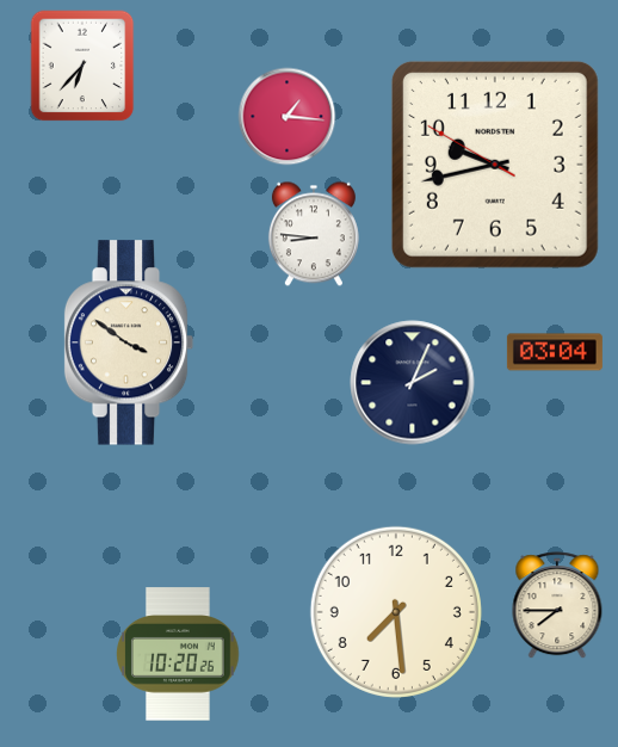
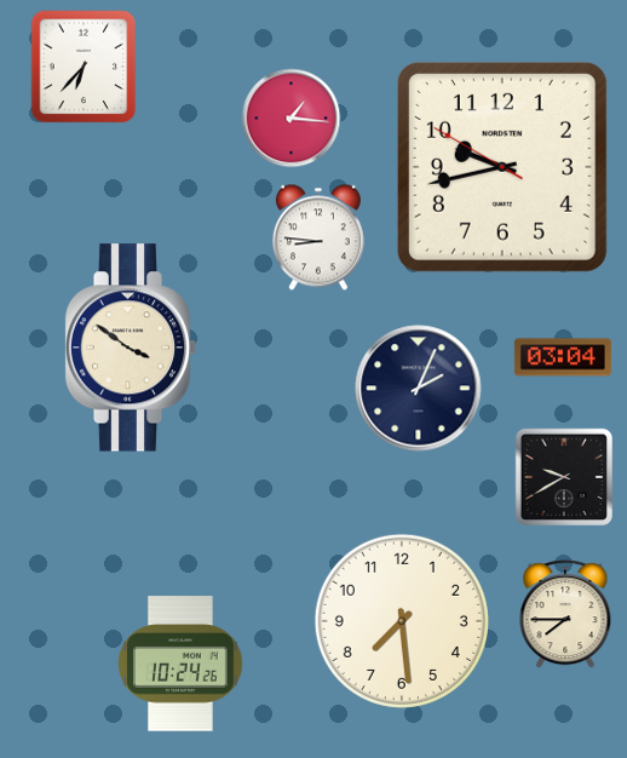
clock at (564, 477): none -> 9:40
clock at (178, 654): 10:20 -> 10:24
